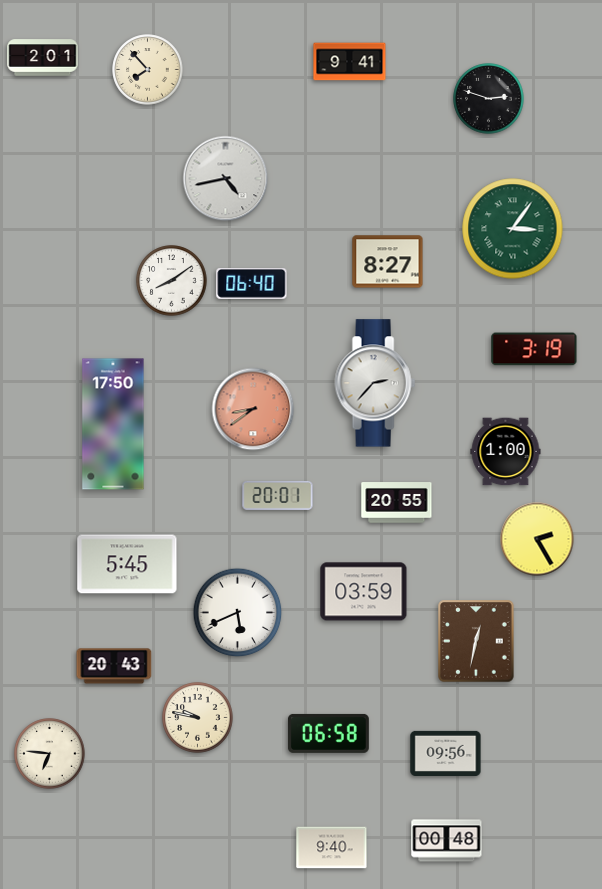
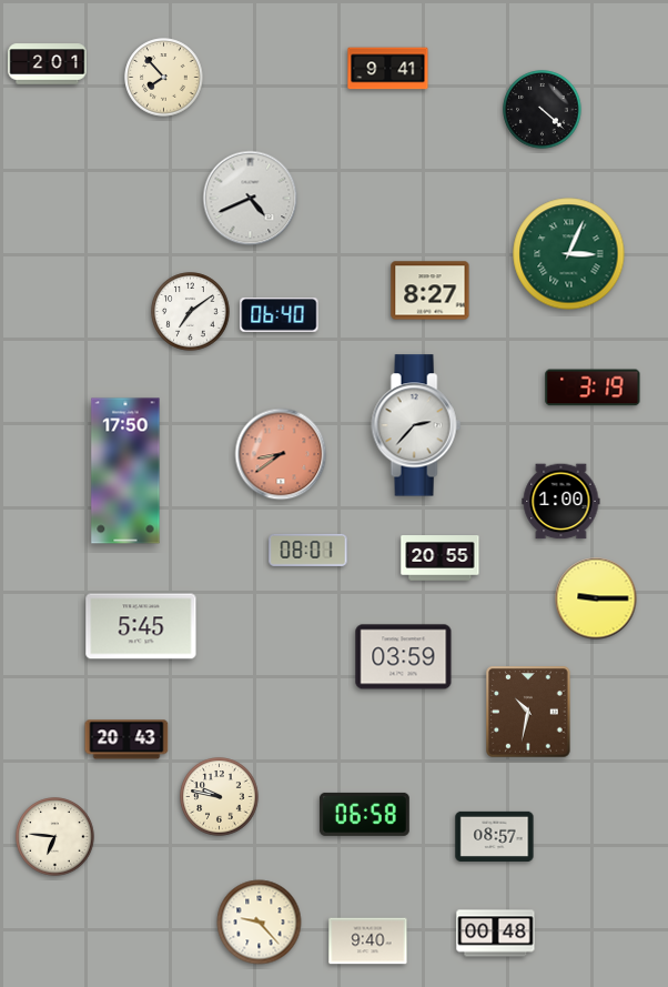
clock at (489, 99): 2:48 -> 4:22
clock at (226, 179): 4:43 -> 4:41
clock at (513, 229): 3:06 -> 3:04
clock at (172, 281): 8:09 -> 7:09
clock at (278, 495): 20:01 -> 08:01
clock at (537, 539): 2:25 -> 9:15
clock at (238, 613): 5:41 -> none
clock at (476, 641): 12:32 -> 10:32
clock at (446, 753): 09:56 -> 08:57
clock at (260, 923): none -> 9:23
